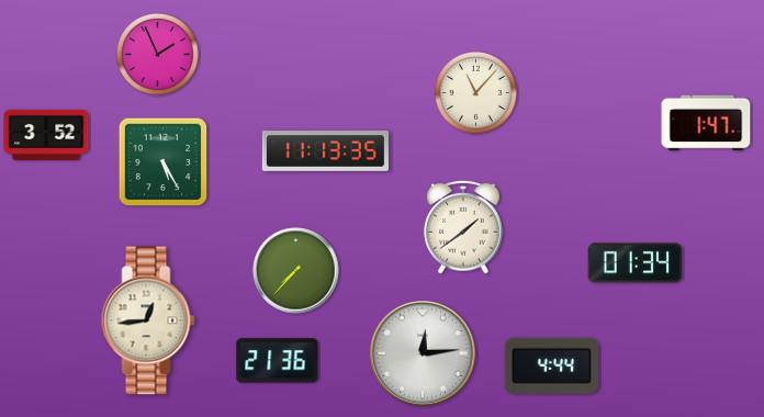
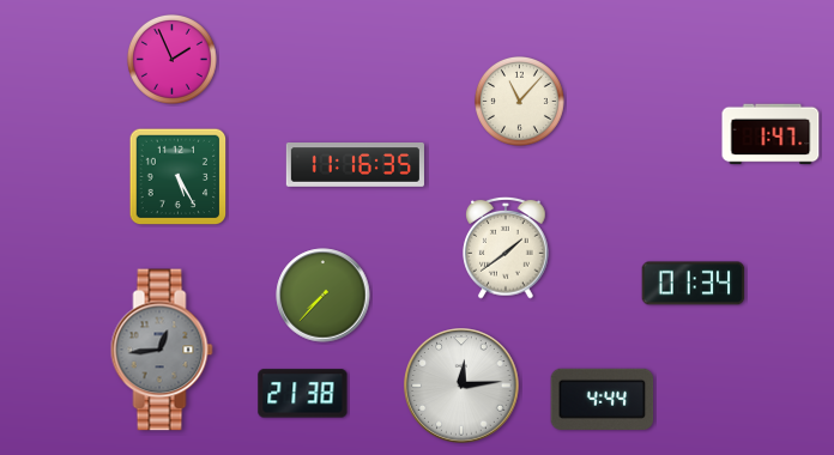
clock at (46, 135): 3:52 -> none
clock at (325, 151): 11:13 -> 11:16
clock at (636, 263) position: (636, 263) -> (694, 284)
clock at (148, 320) dial: cream -> grey
clock at (278, 361): 21:36 -> 21:38
